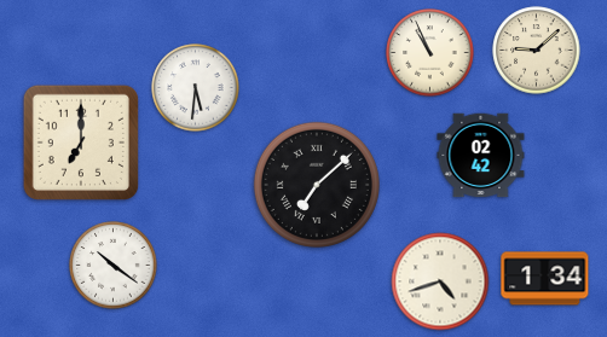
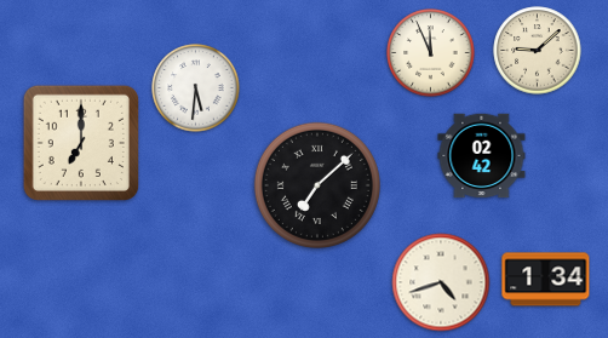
clock at (430, 53): 10:56 -> 11:56
clock at (114, 266): 10:21 -> none
